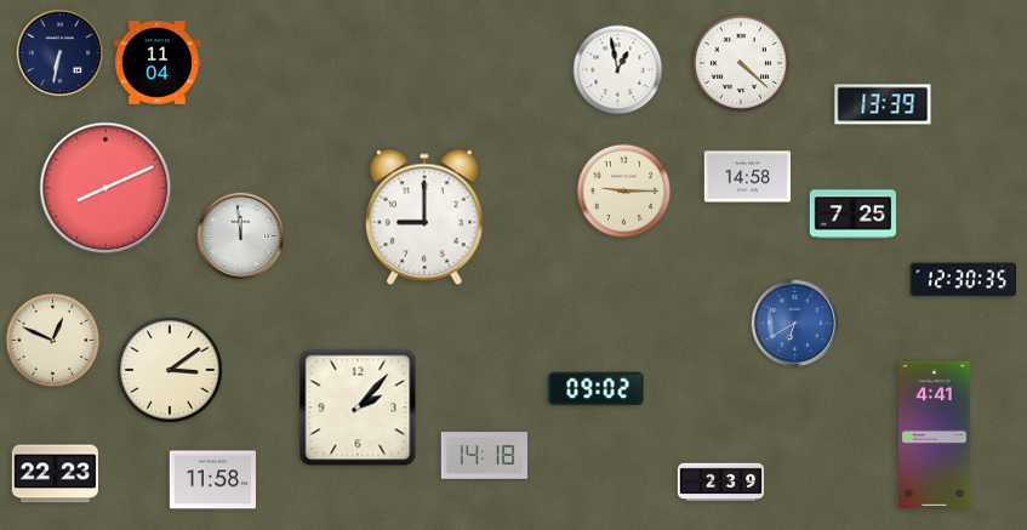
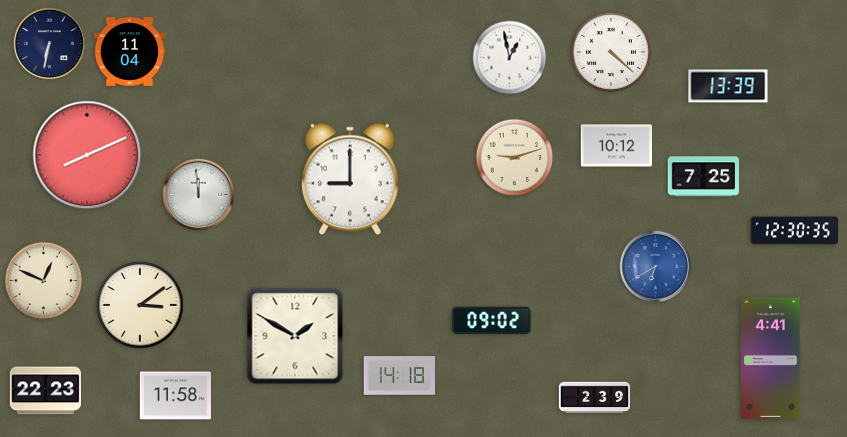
clock at (748, 177): 14:58 -> 10:12
clock at (624, 192): 9:15 -> 9:12
clock at (358, 408): 2:07 -> 1:50
